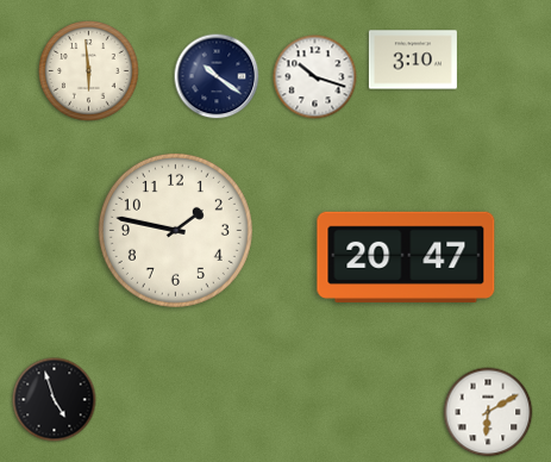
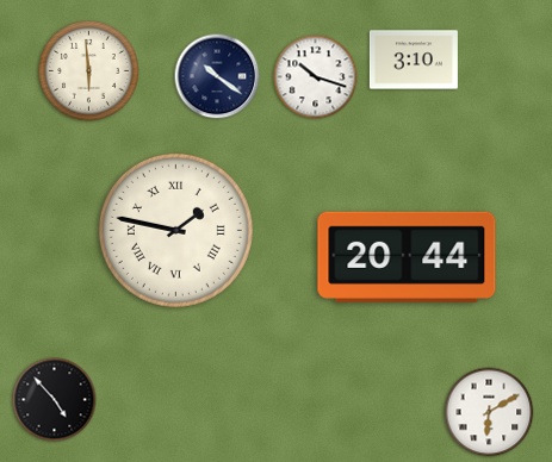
clock at (175, 230) numerals: Arabic -> Roman
clock at (406, 257): 20:47 -> 20:44
clock at (55, 400): 4:57 -> 4:53
